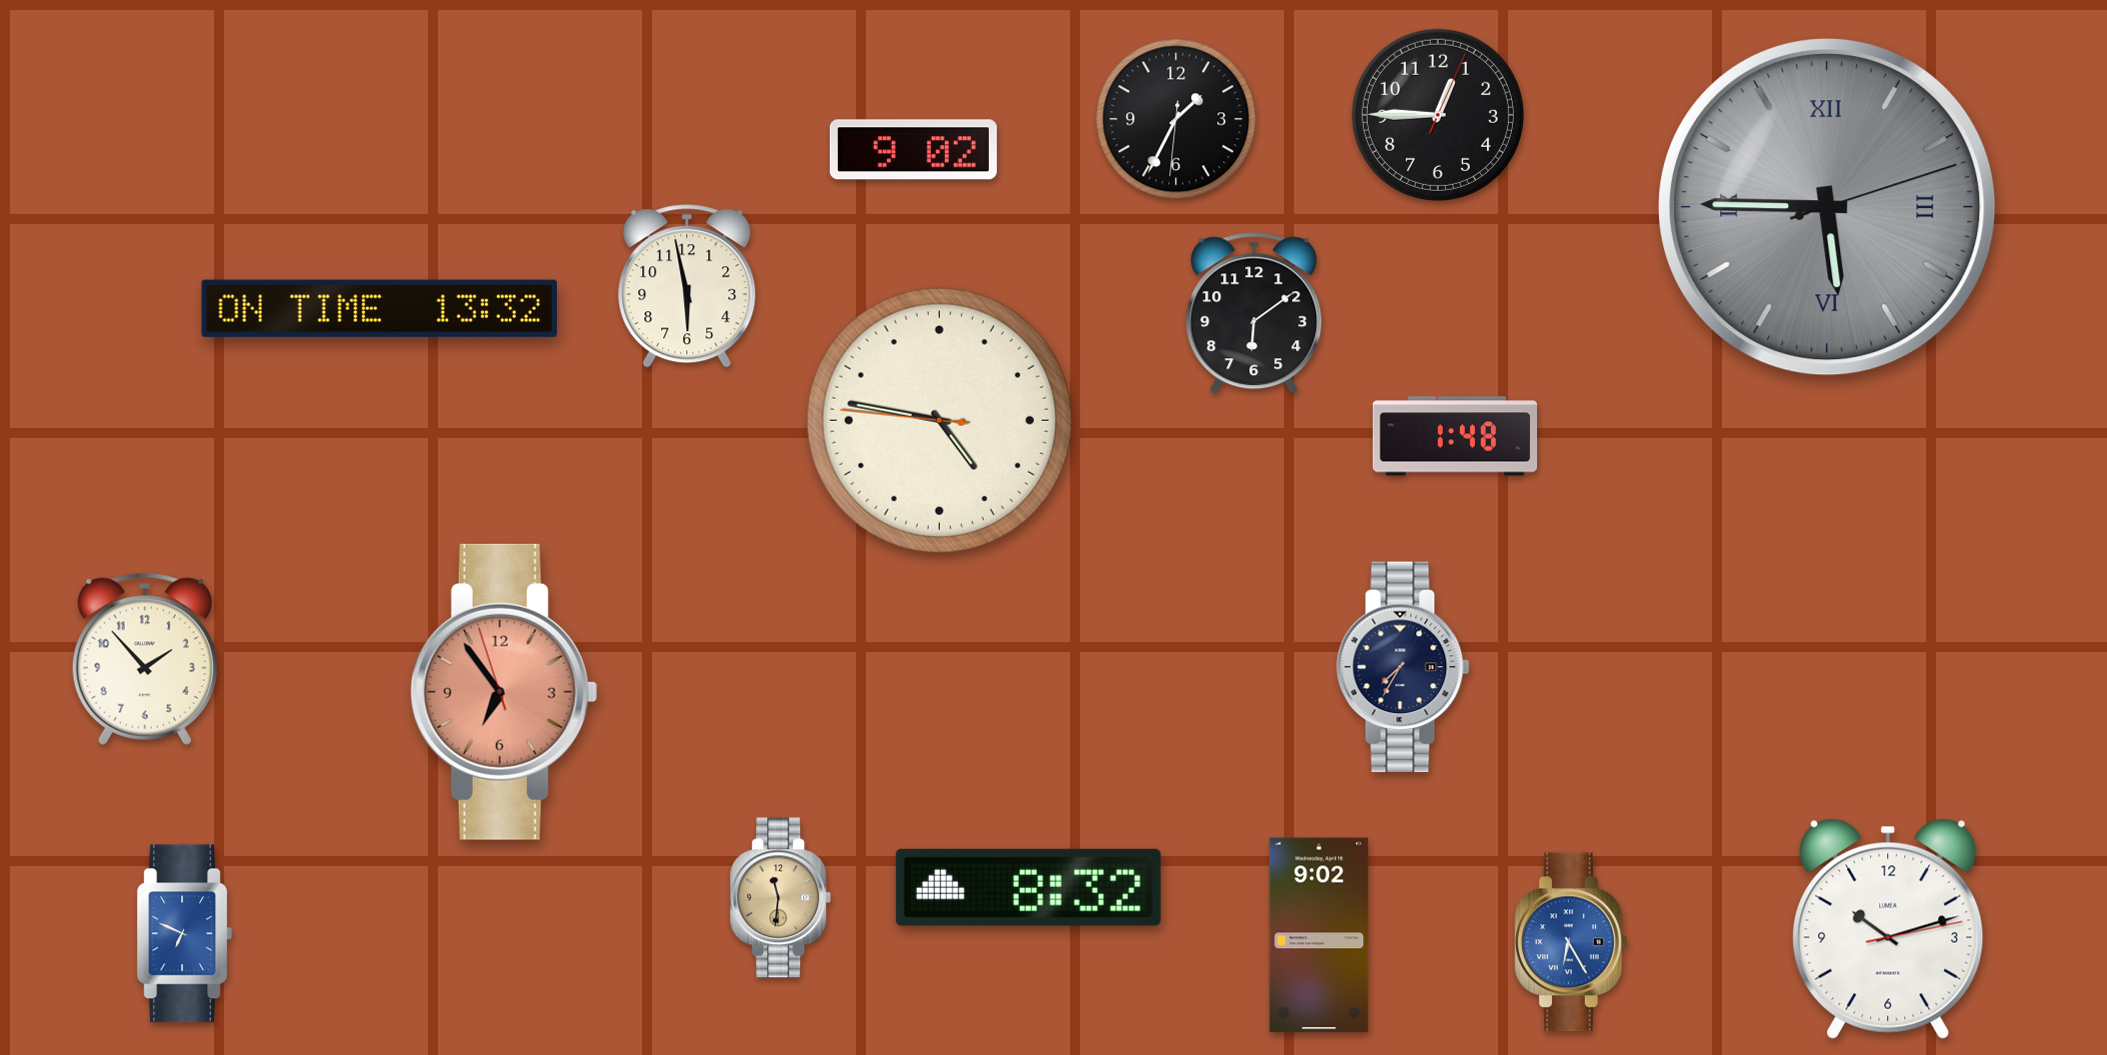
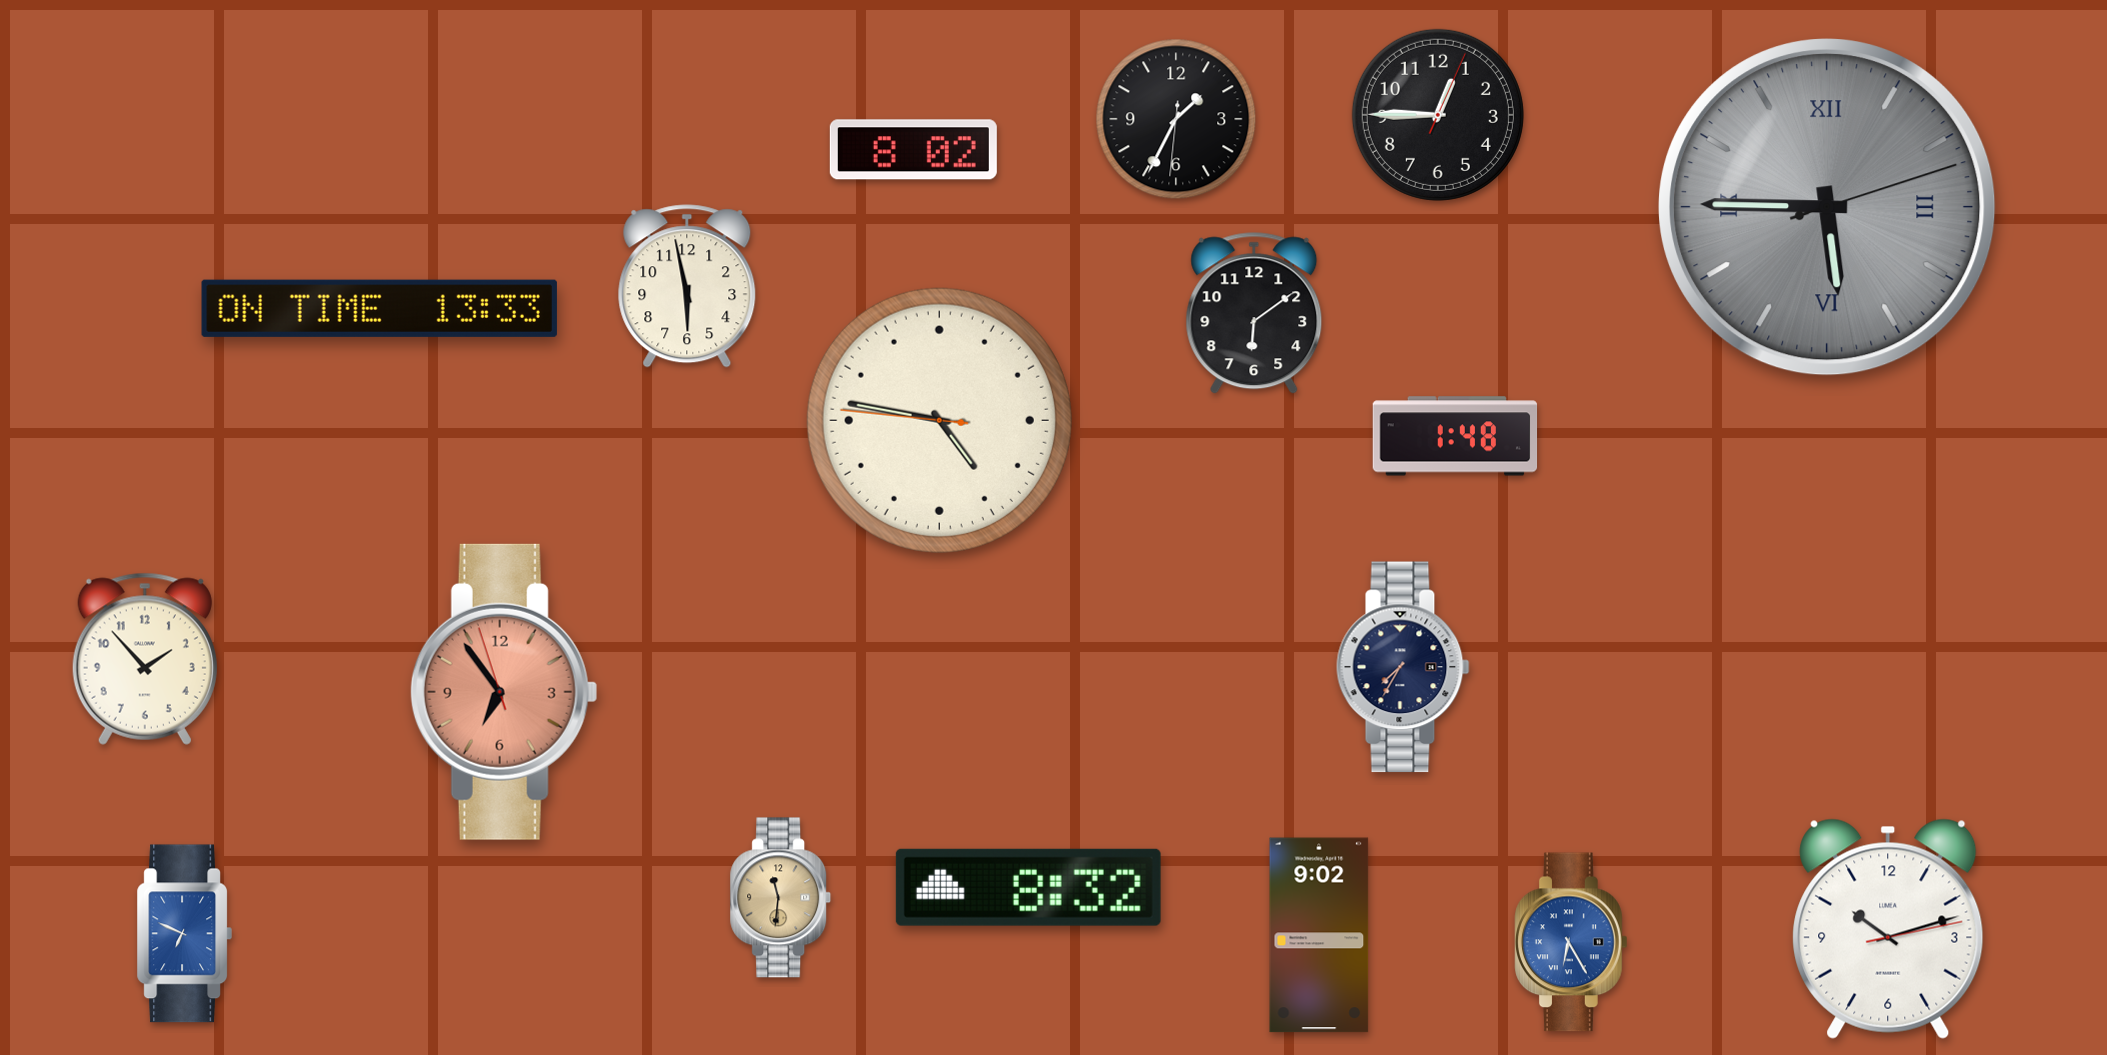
clock at (913, 150): 9:02 -> 8:02
clock at (379, 308): 13:32 -> 13:33
